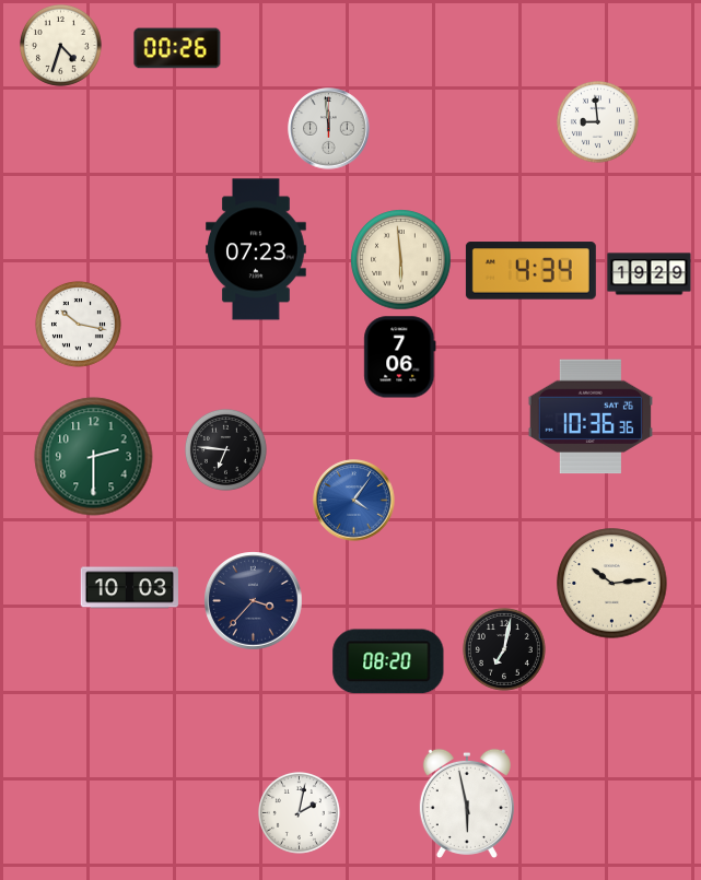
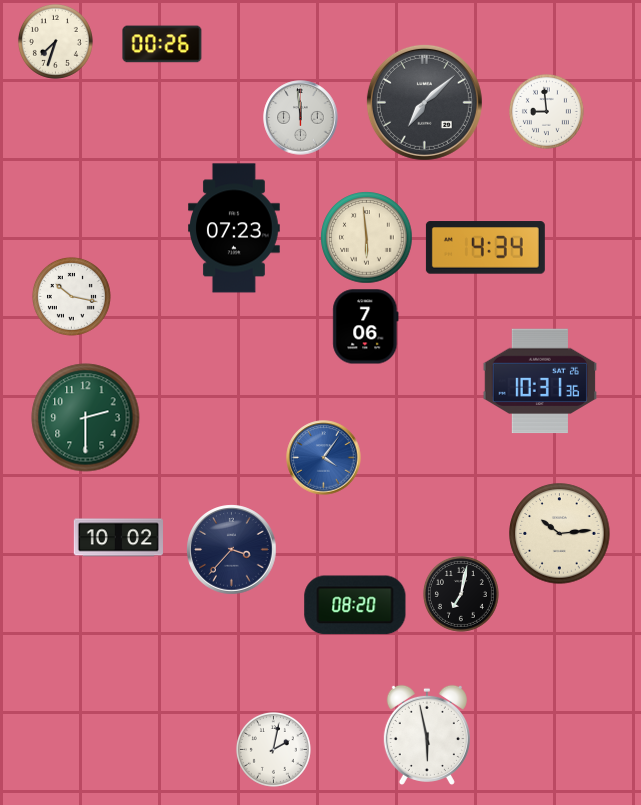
clock at (60, 45): 4:33 -> 7:33
clock at (424, 102): none -> 7:08
clock at (650, 274): 19:29 -> none
clock at (589, 416): 10:36 -> 10:31
clock at (225, 449): 6:46 -> none
clock at (129, 588): 10:03 -> 10:02
clock at (299, 812) position: (299, 812) -> (273, 749)
